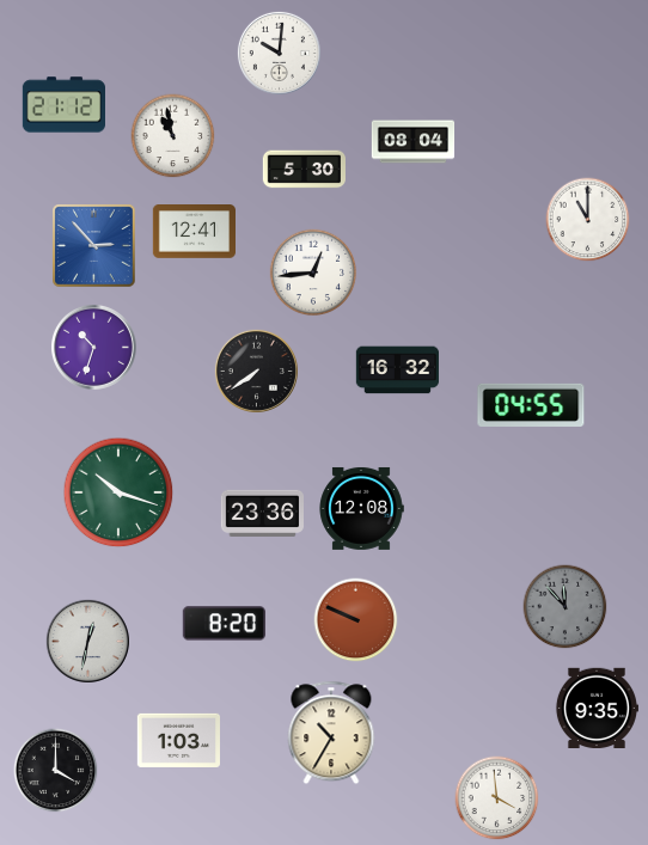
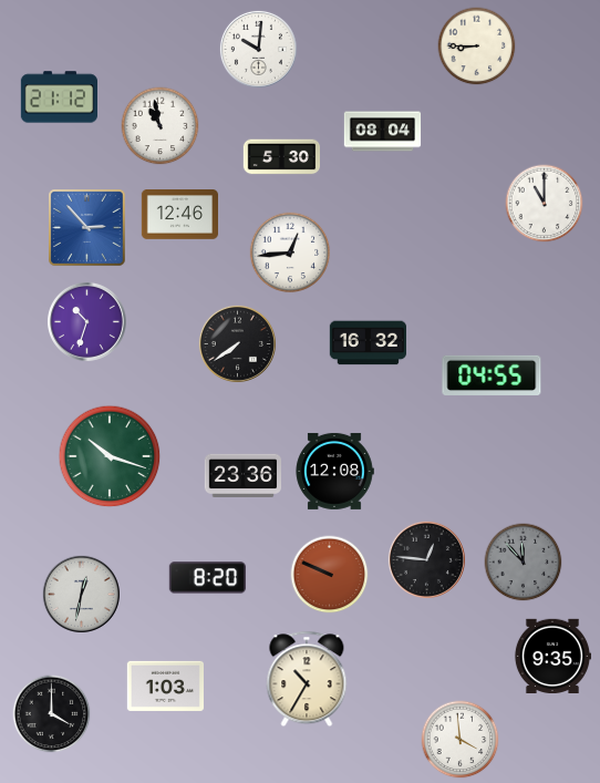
clock at (477, 47): none -> 8:45
clock at (194, 232): 12:41 -> 12:46
clock at (426, 559): none -> 12:46
